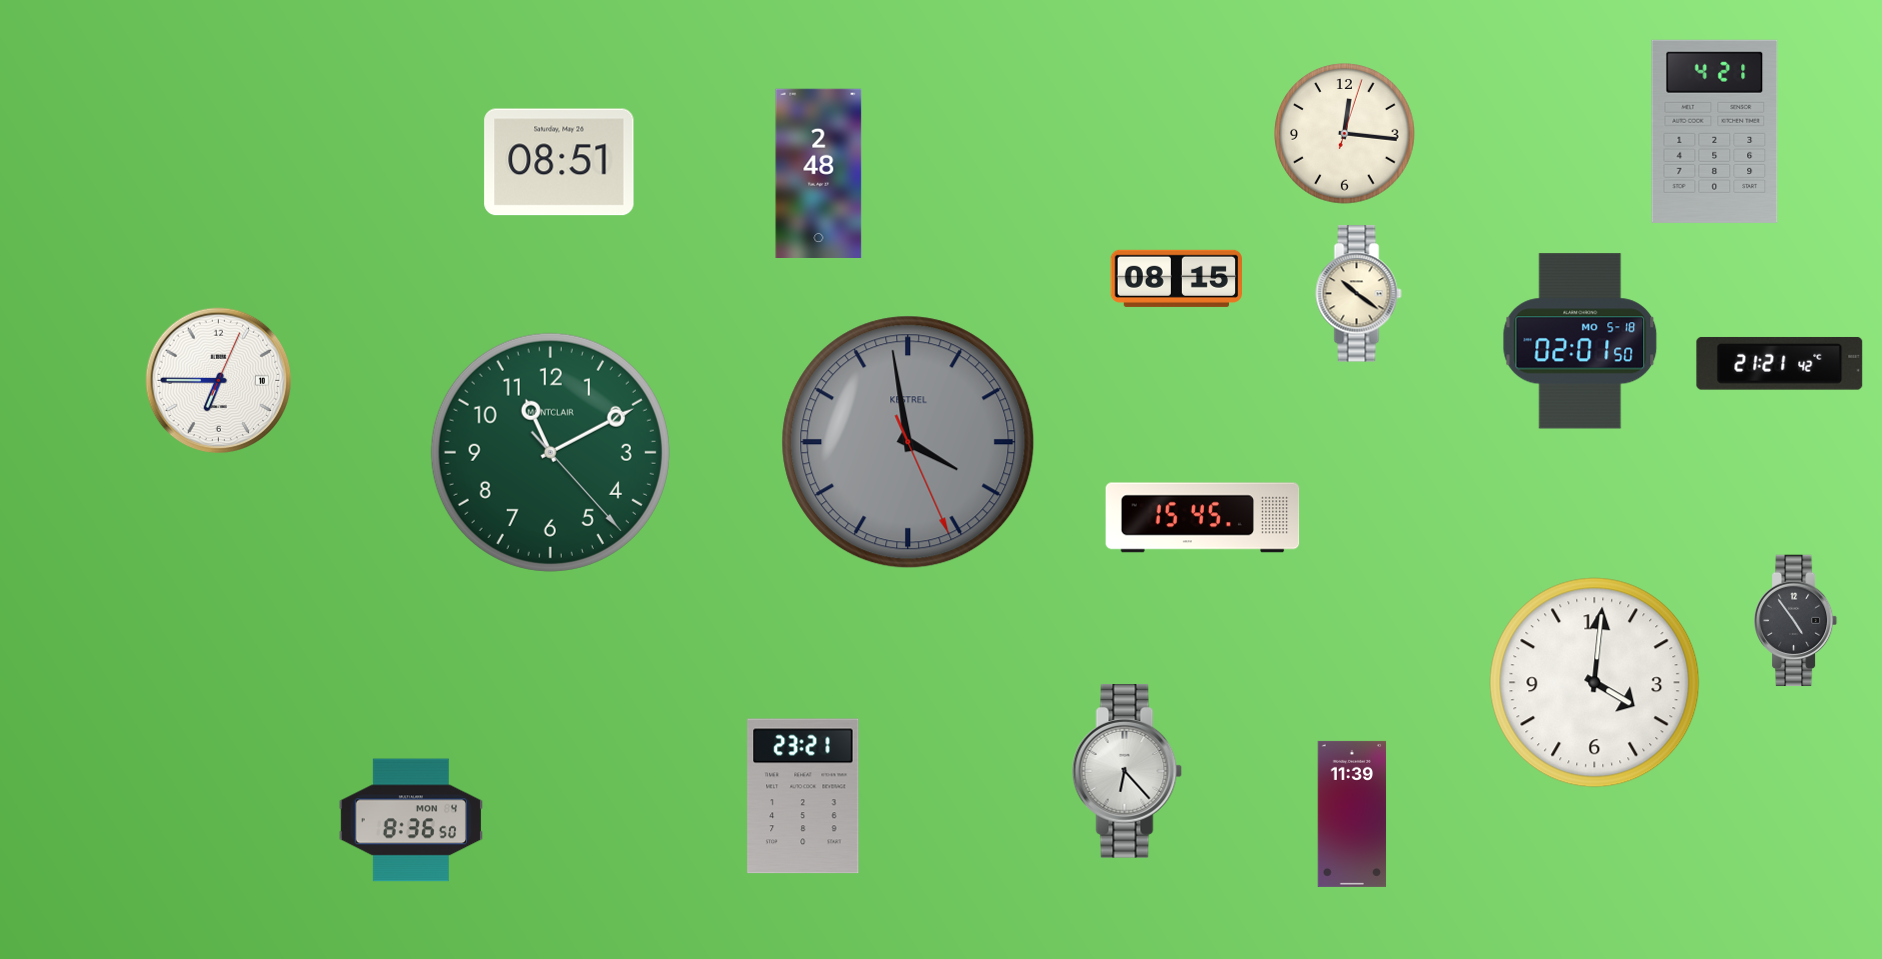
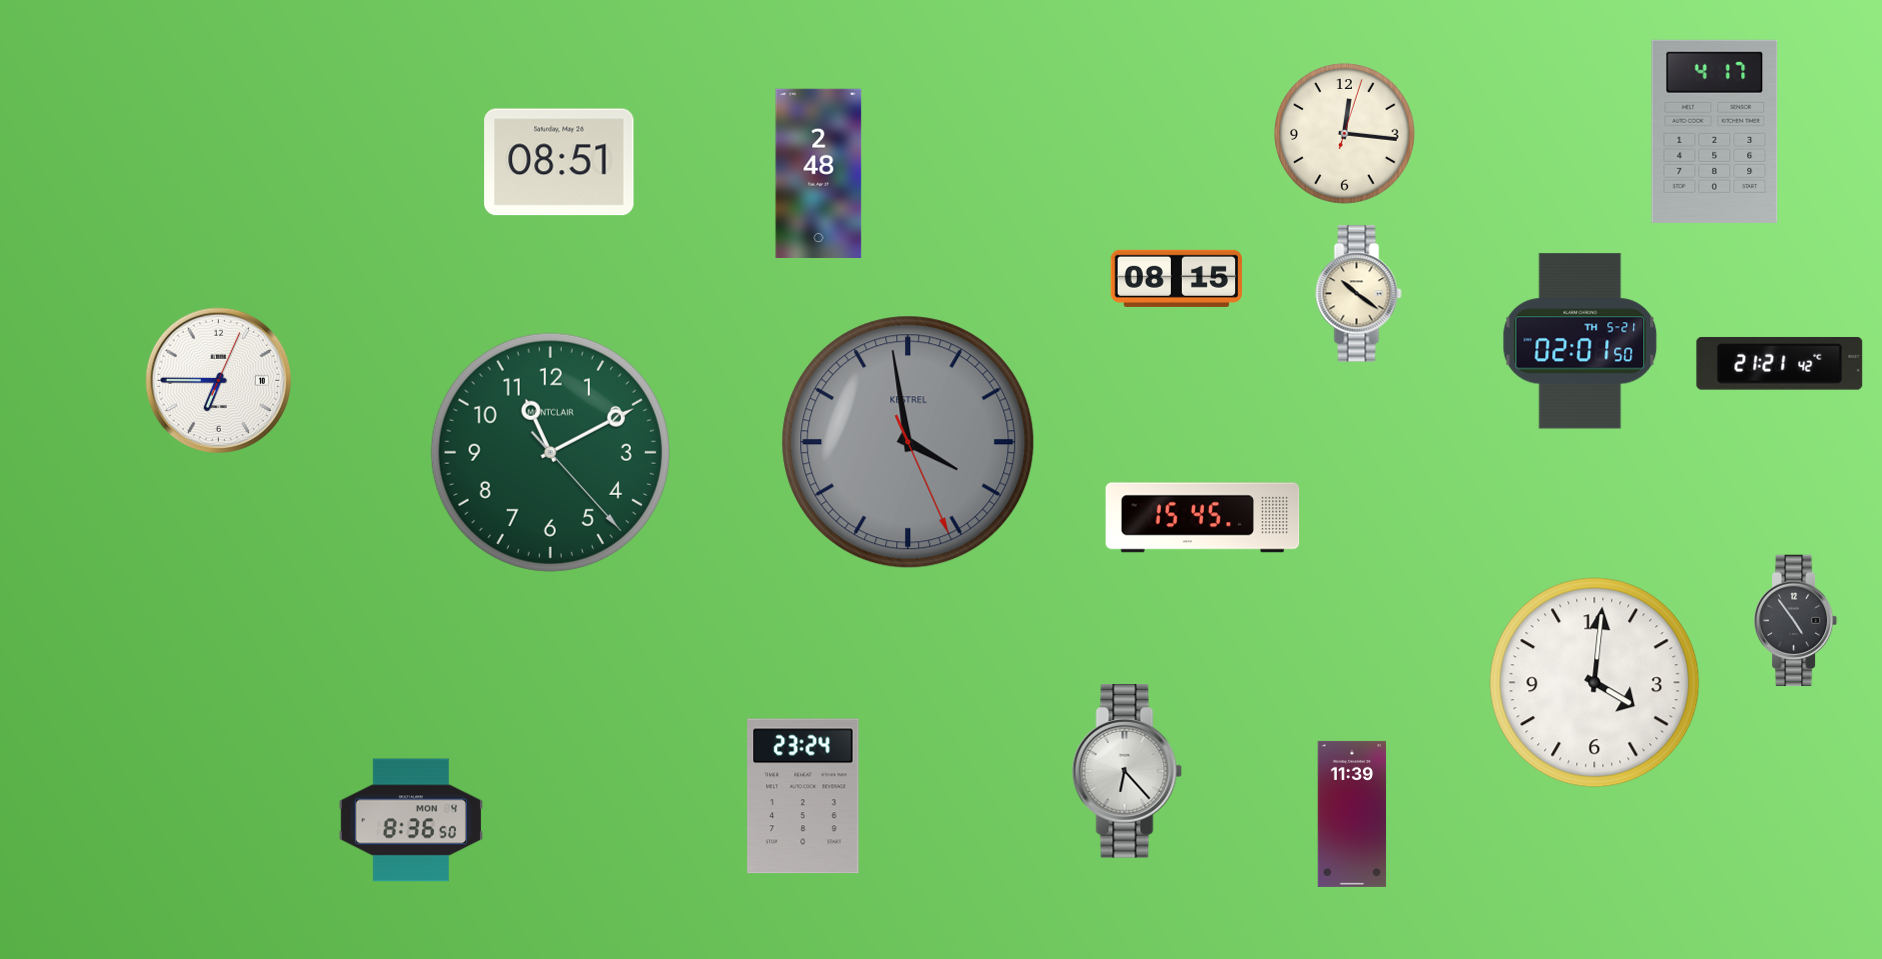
clock at (1715, 131): 4:21 -> 4:17
clock at (1580, 341) date: MO 5-18 -> TH 5-21
clock at (803, 796): 23:21 -> 23:24
